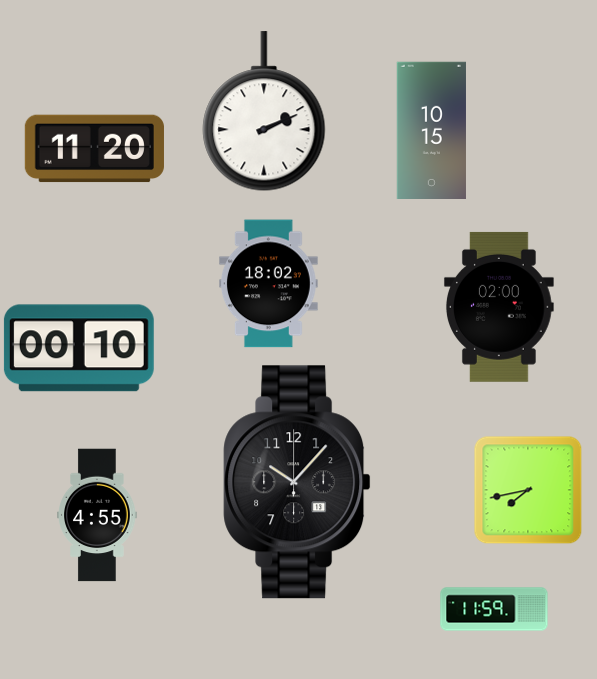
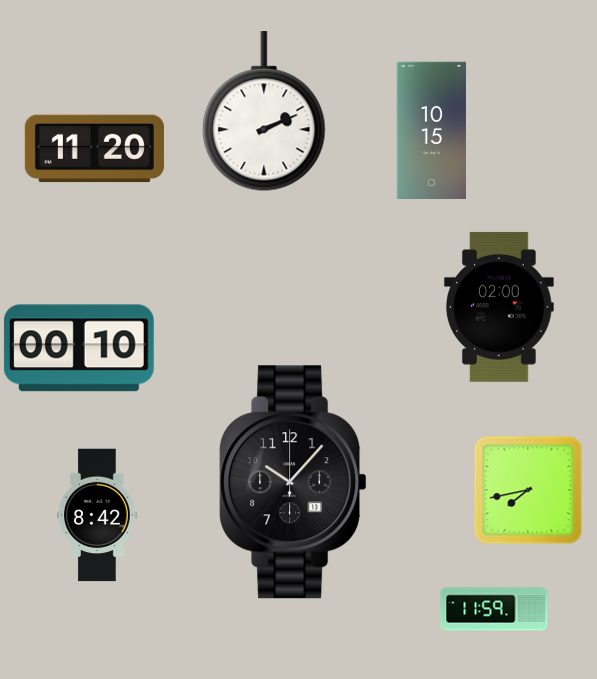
clock at (269, 284): 18:02 -> none
clock at (297, 482) position: (297, 482) -> (293, 482)
clock at (97, 515): 4:55 -> 8:42
